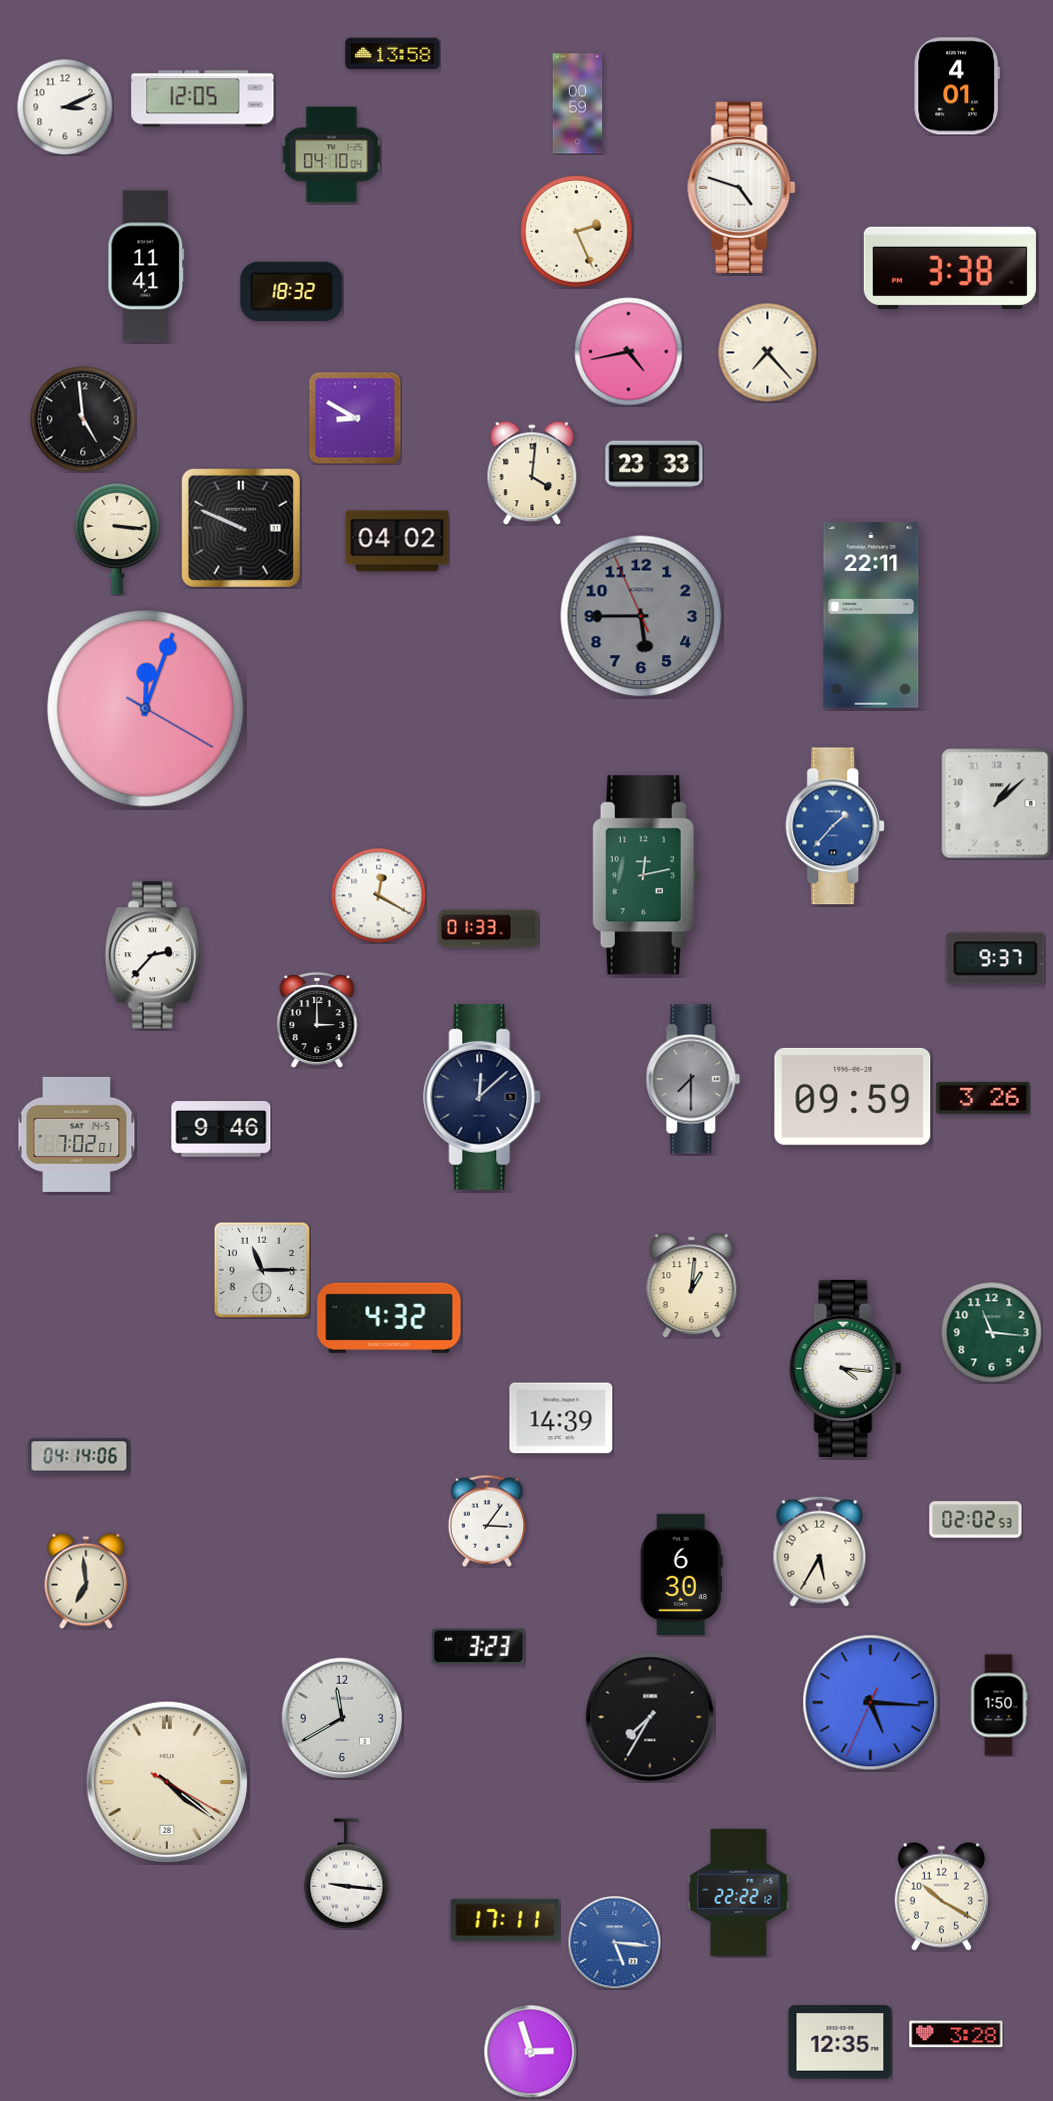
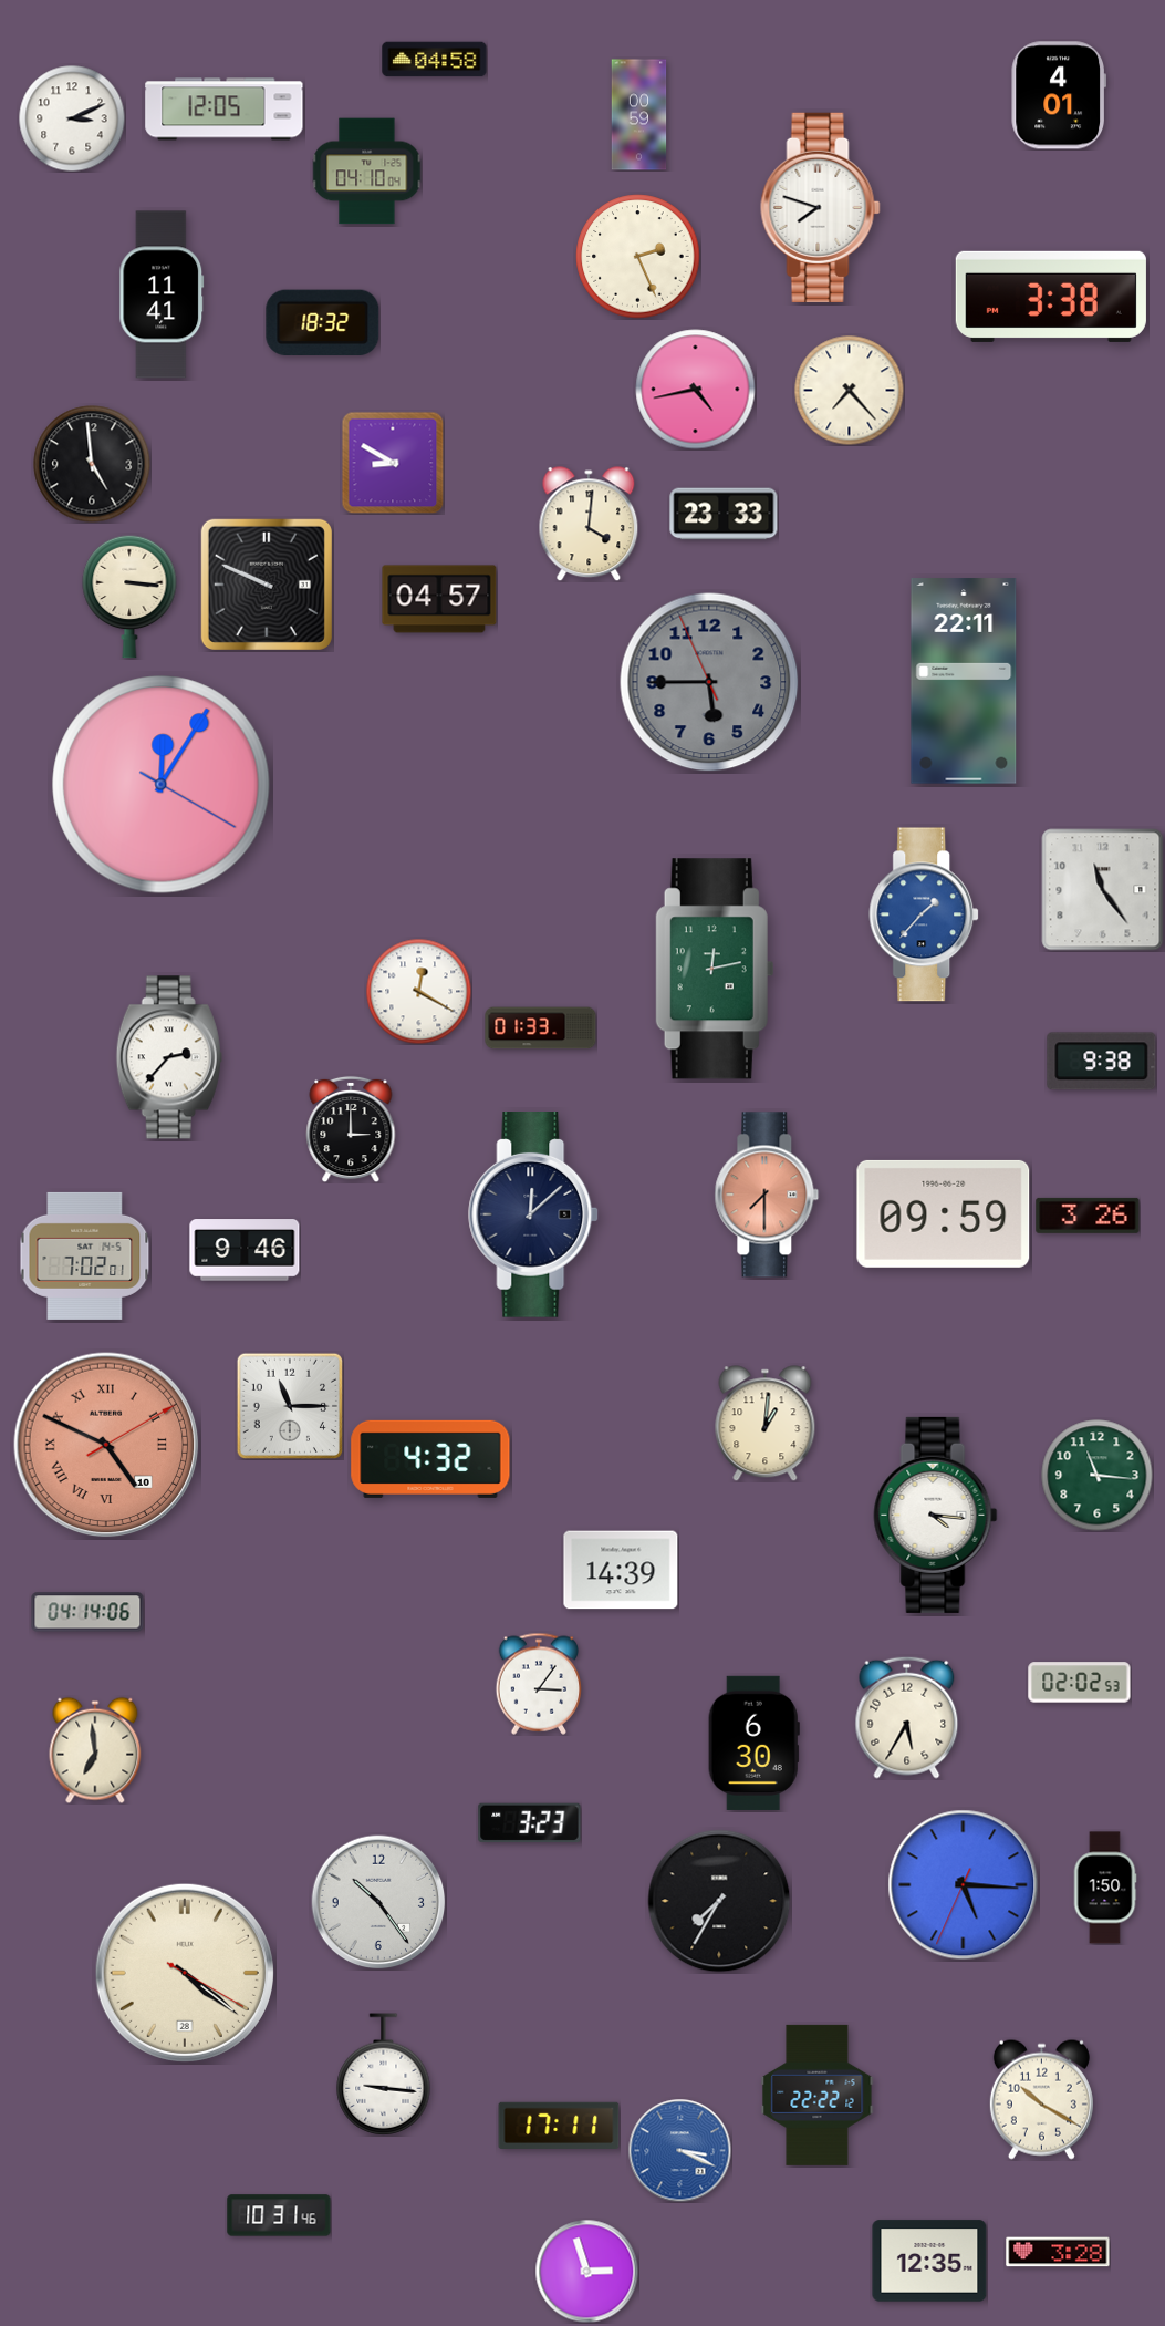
clock at (393, 54): 13:58 -> 04:58
clock at (742, 187): 4:48 -> 7:48
clock at (397, 541): 04:02 -> 04:57
clock at (146, 709): 12:03 -> 12:05
clock at (997, 804): 1:08 -> 11:24
clock at (996, 959): 9:37 -> 9:38
clock at (693, 1079) dial: grey -> salmon
clock at (106, 1445): none -> 4:49
clock at (342, 1718): 11:40 -> 10:24
clock at (614, 1942): 5:16 -> 3:19
clock at (279, 2215): none -> 10:31
